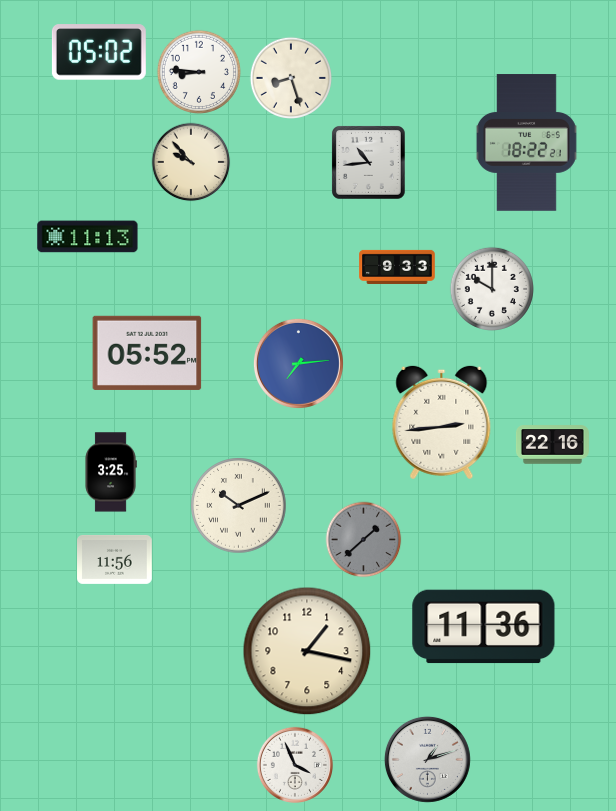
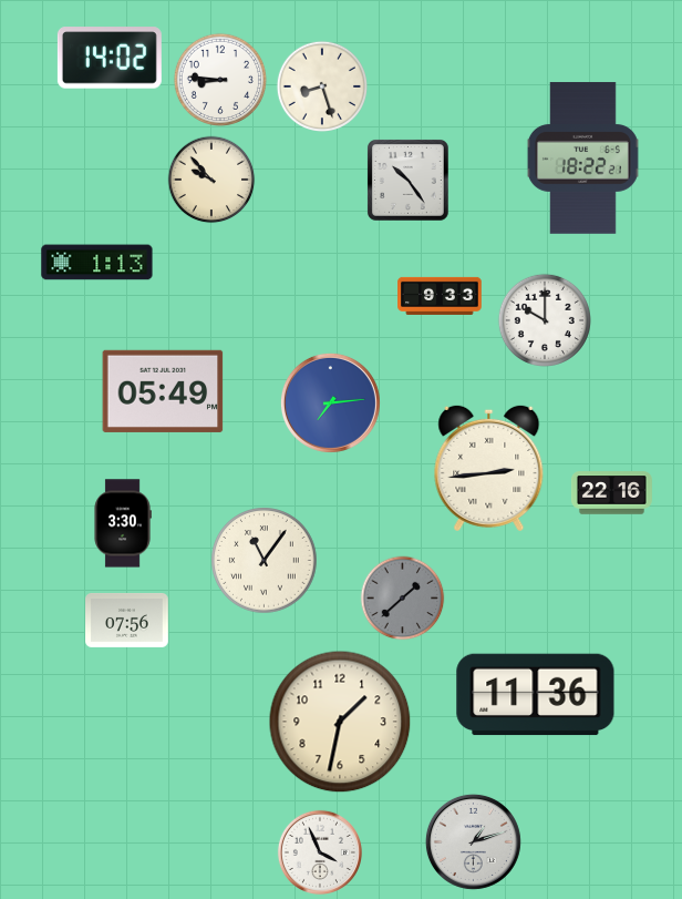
clock at (99, 52): 05:02 -> 14:02
clock at (369, 163): 10:44 -> 10:24
clock at (88, 237): 11:13 -> 1:13
clock at (147, 353): 05:52 -> 05:49
clock at (111, 472): 3:25 -> 3:30
clock at (239, 506): 10:11 -> 11:06
clock at (115, 559): 11:56 -> 07:56
clock at (307, 651): 1:17 -> 1:32
clock at (295, 765) position: (295, 765) -> (320, 852)
